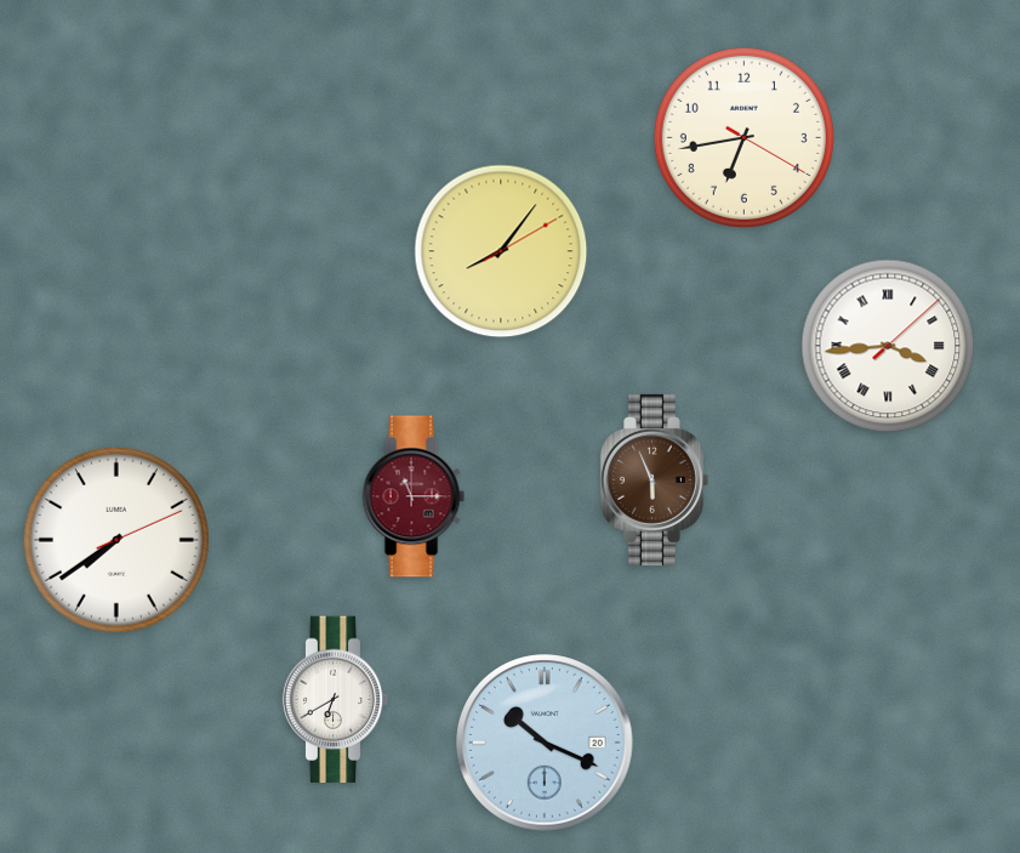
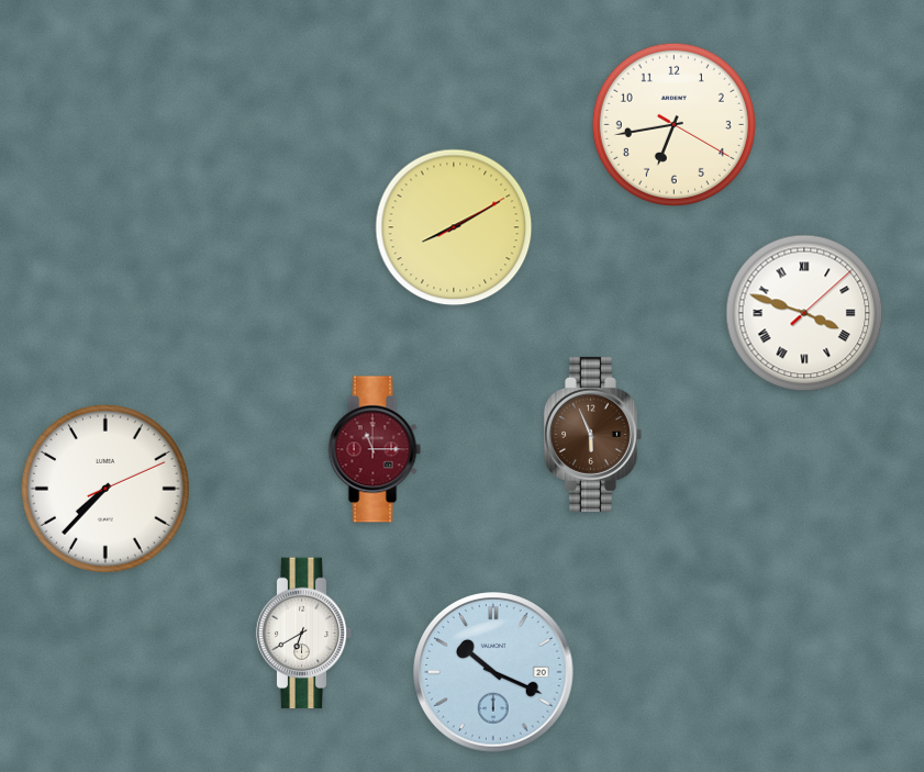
clock at (501, 251): 8:06 -> 8:10
clock at (888, 346): 3:44 -> 3:48
clock at (116, 540): 7:39 -> 7:37
